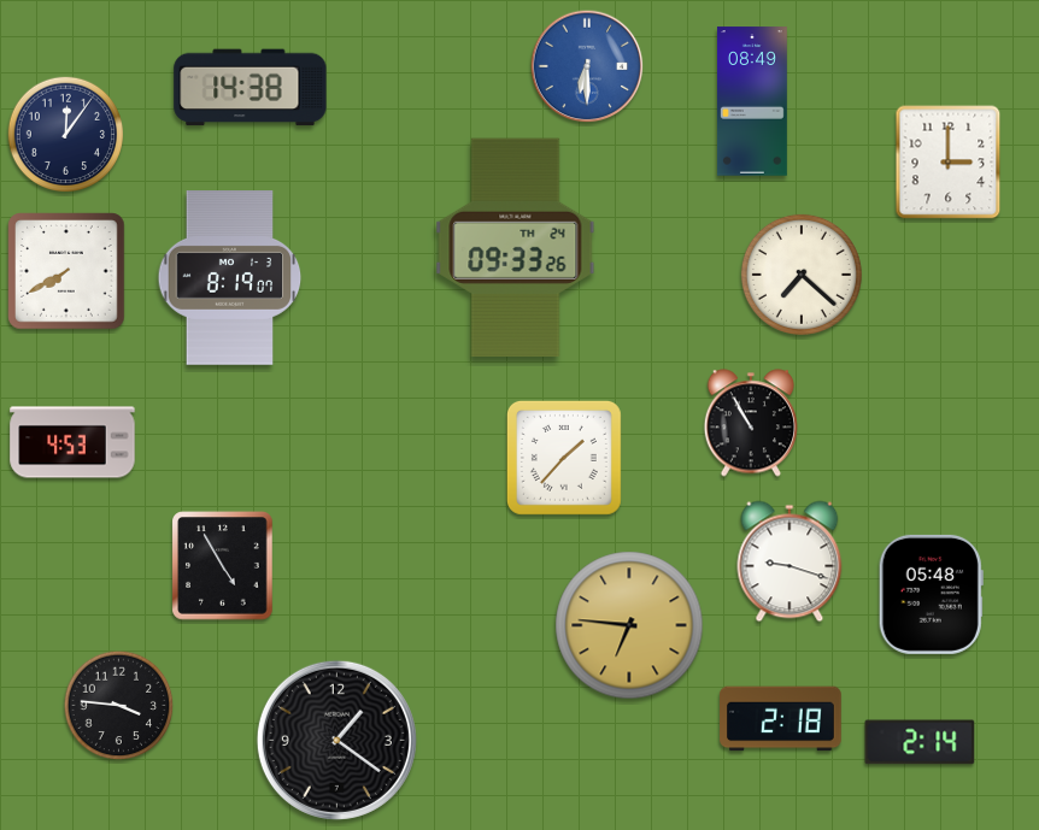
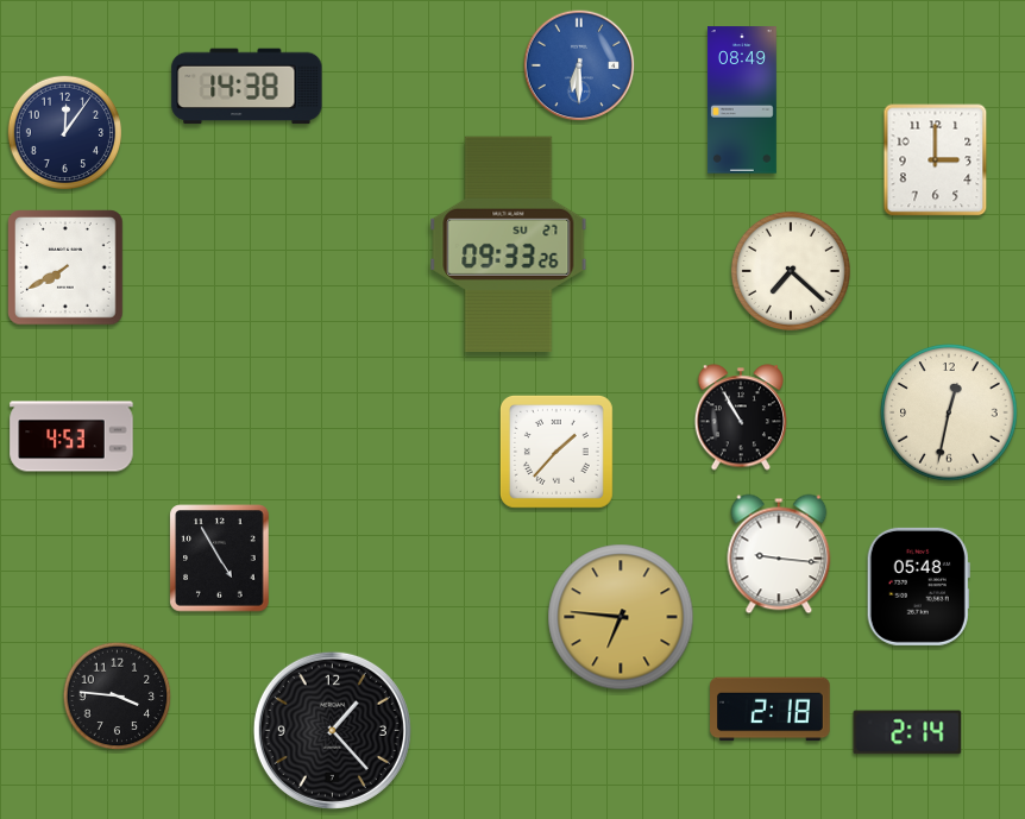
clock at (516, 248) date: TH 24 -> SU 27
clock at (230, 278): 8:19 -> none
clock at (949, 412): none -> 12:32
clock at (789, 561): 9:18 -> 9:16
clock at (336, 740): 1:21 -> 1:23
